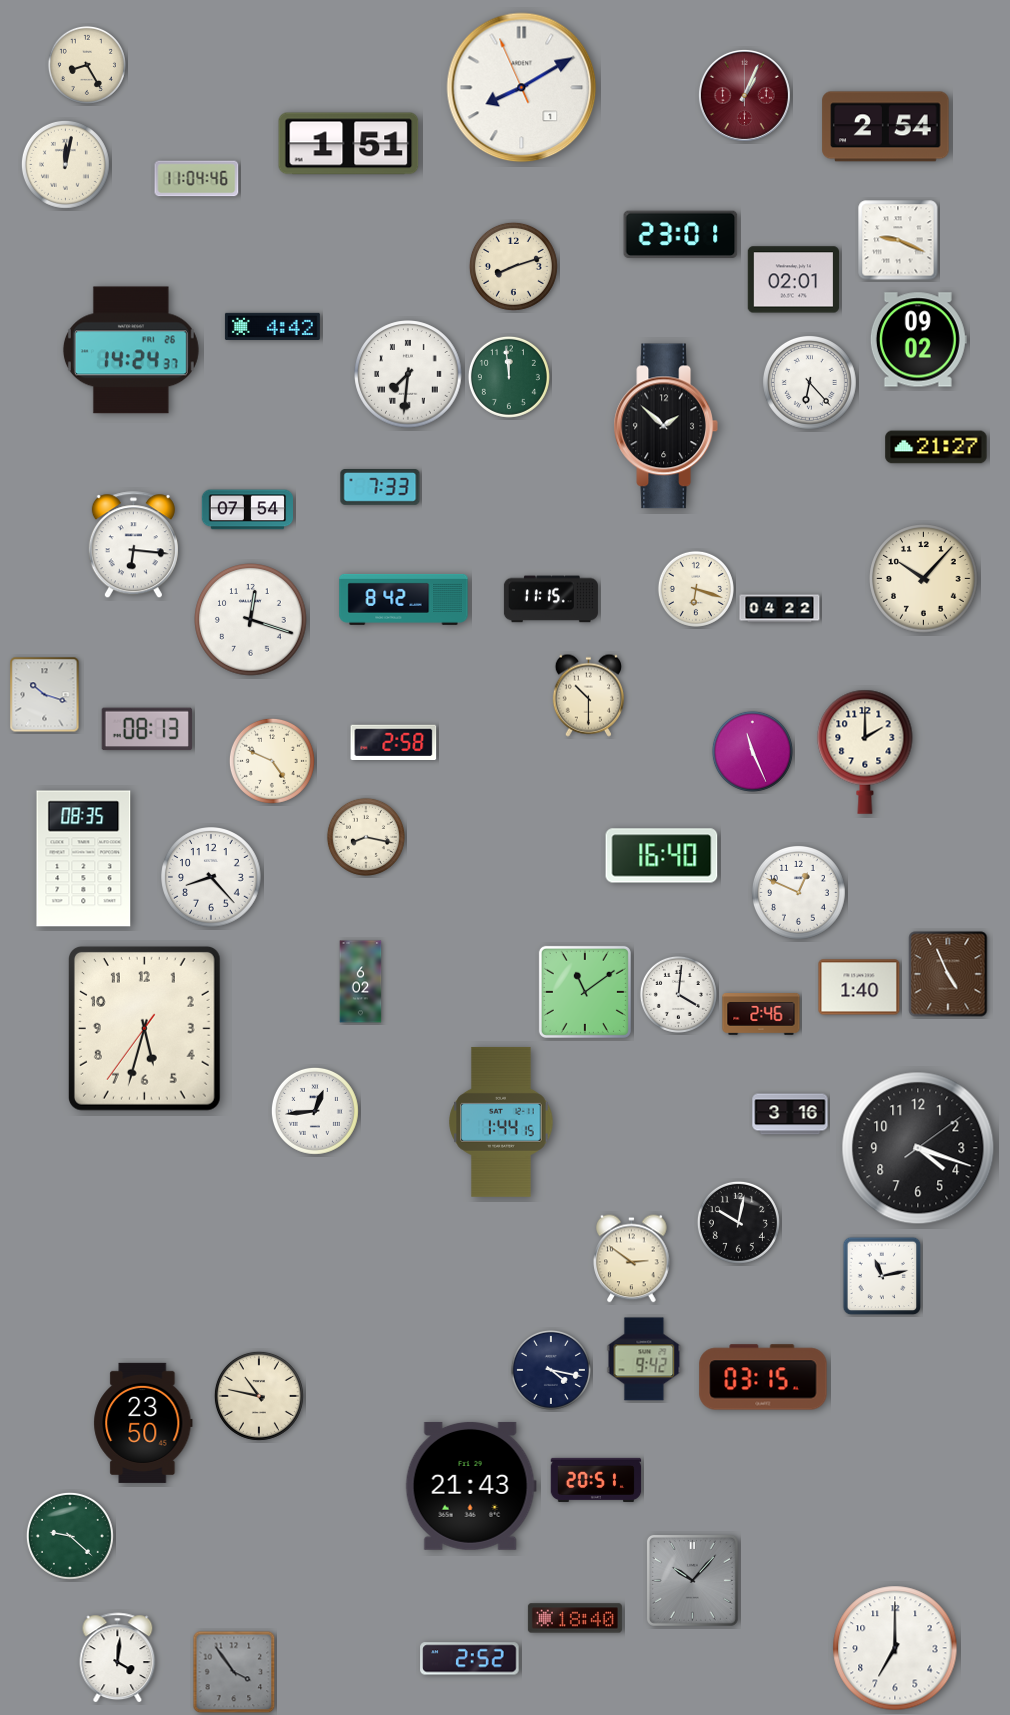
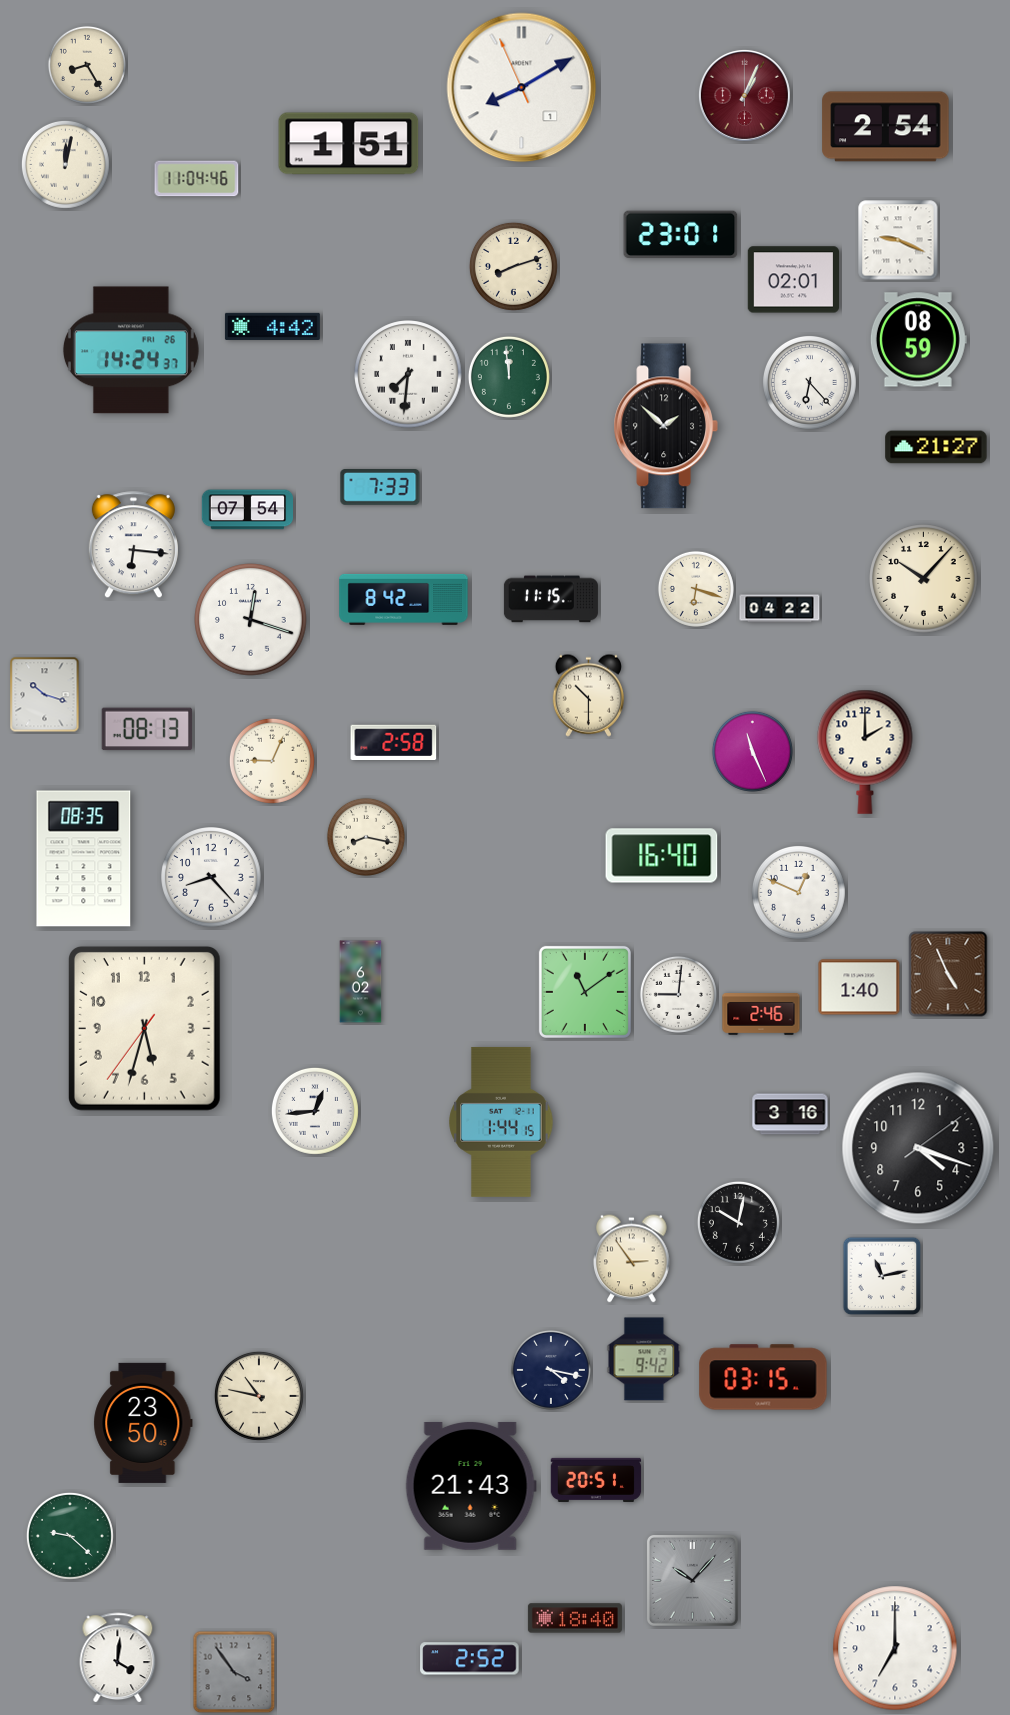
clock at (918, 340): 09:02 -> 08:59
clock at (272, 761): 4:49 -> 9:04
clock at (678, 994): 4:01 -> 9:01
clock at (632, 1259): 2:51 -> 2:54
